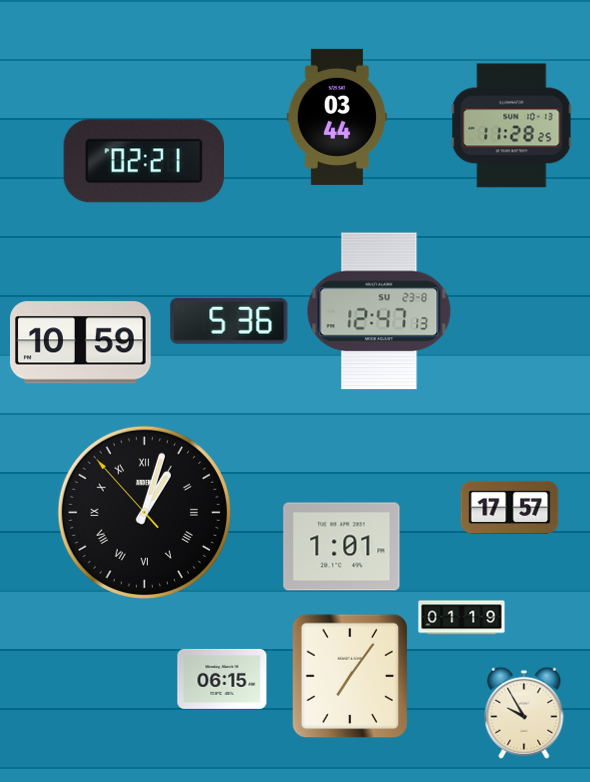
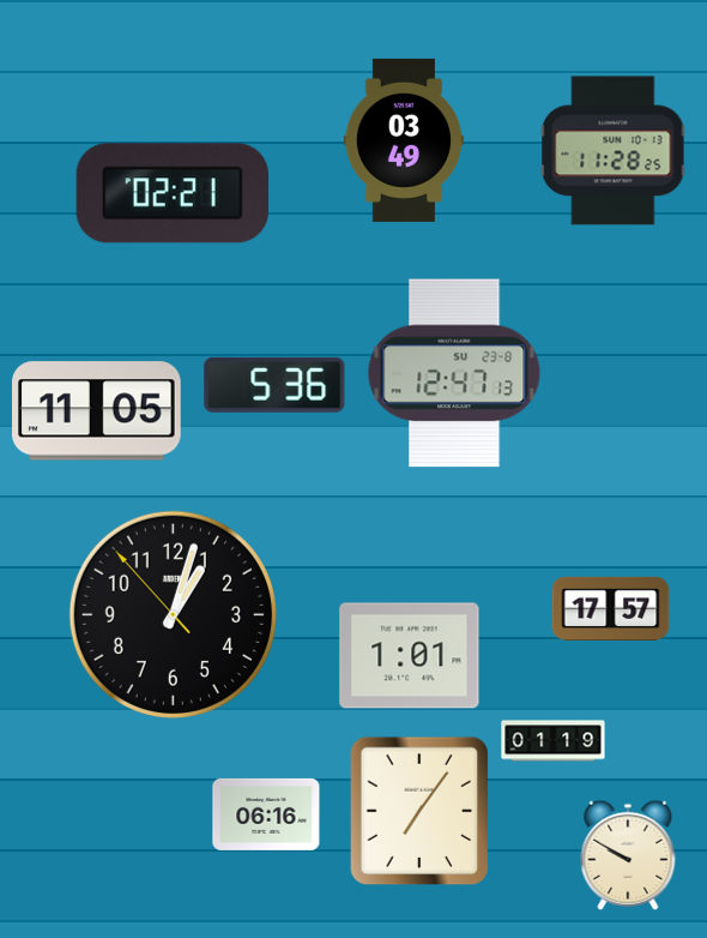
clock at (337, 117): 03:44 -> 03:49
clock at (81, 343): 10:59 -> 11:05
clock at (144, 512) numerals: Roman -> Arabic
clock at (222, 679): 06:15 -> 06:16
clock at (524, 713): 9:55 -> 9:50
